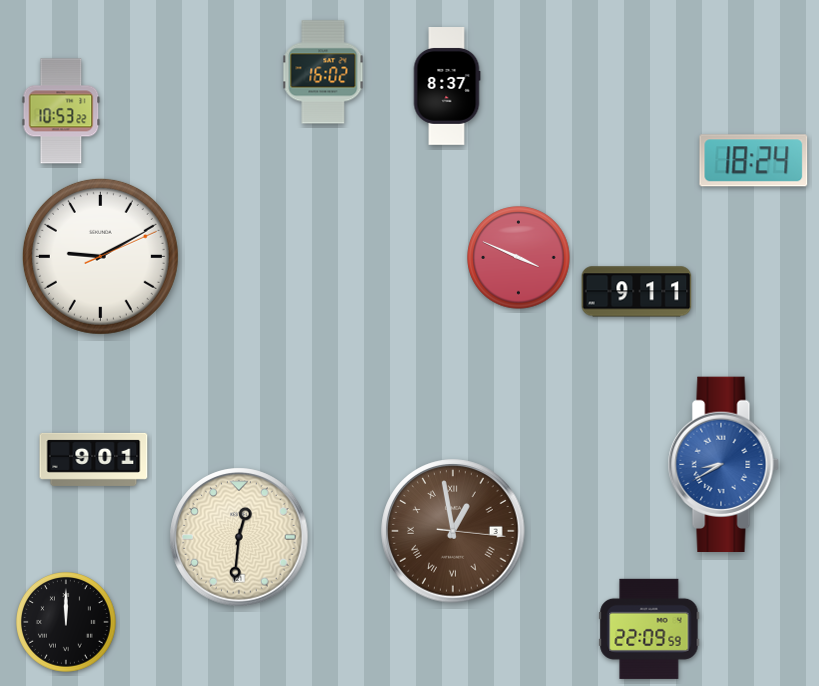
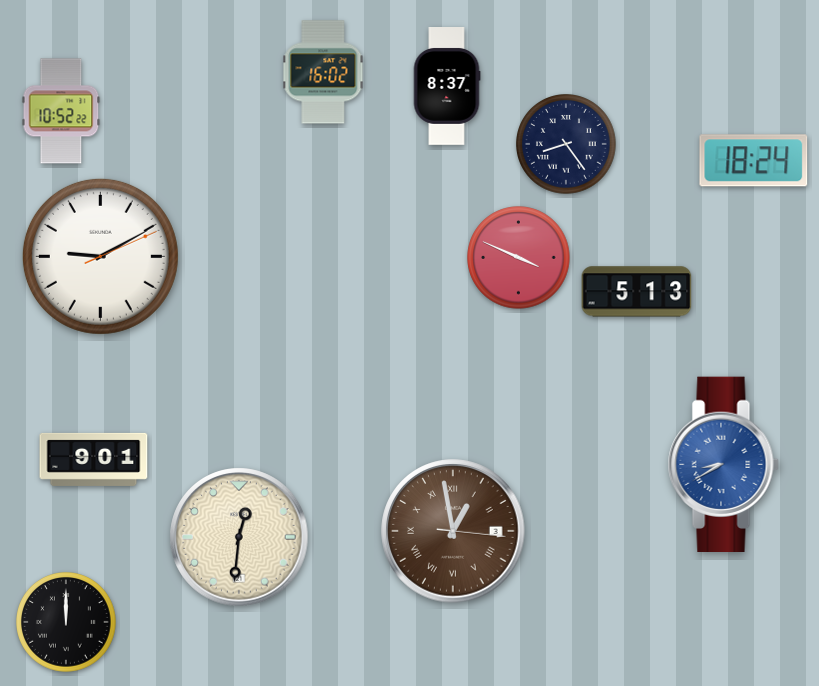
clock at (61, 111): 10:53 -> 10:52
clock at (566, 144): none -> 8:24
clock at (637, 292): 9:11 -> 5:13
clock at (649, 629): 22:09 -> none
